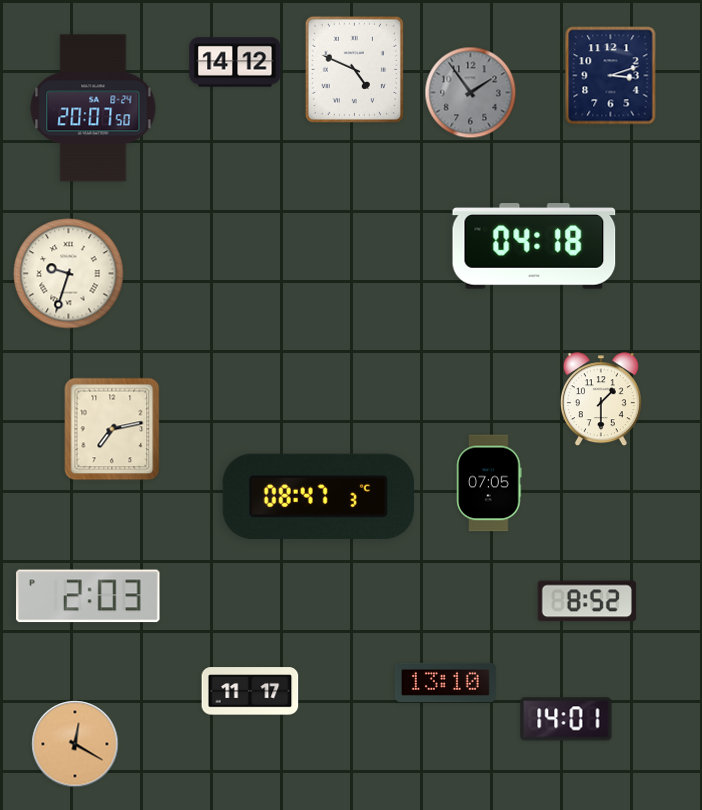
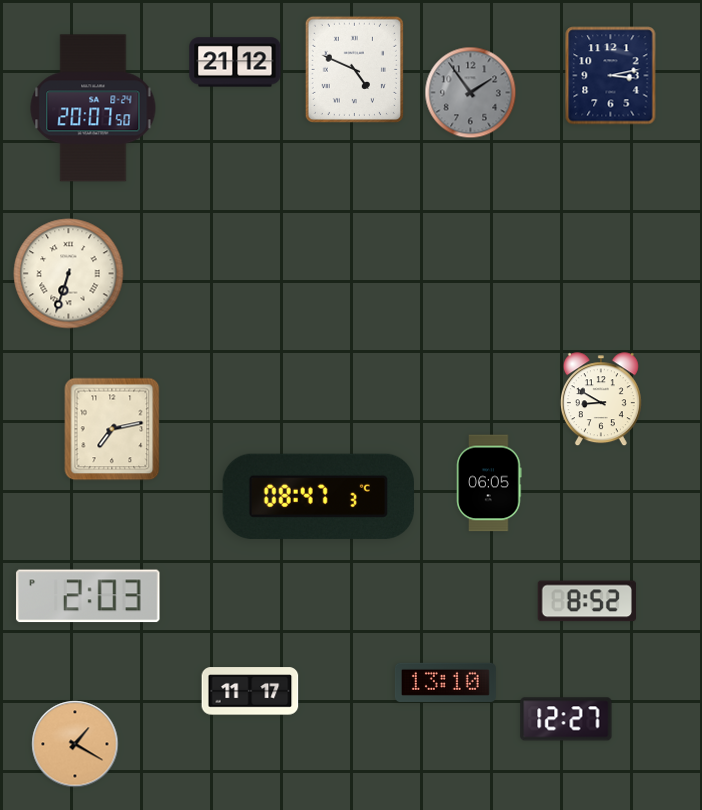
clock at (235, 62): 14:12 -> 21:12
clock at (611, 76): 3:12 -> 3:13
clock at (534, 246): 04:18 -> none
clock at (69, 274): 9:33 -> 6:33
clock at (601, 400): 1:30 -> 8:50
clock at (489, 483): 07:05 -> 06:05
clock at (566, 719): 14:01 -> 12:27
clock at (75, 744): 12:20 -> 1:20
